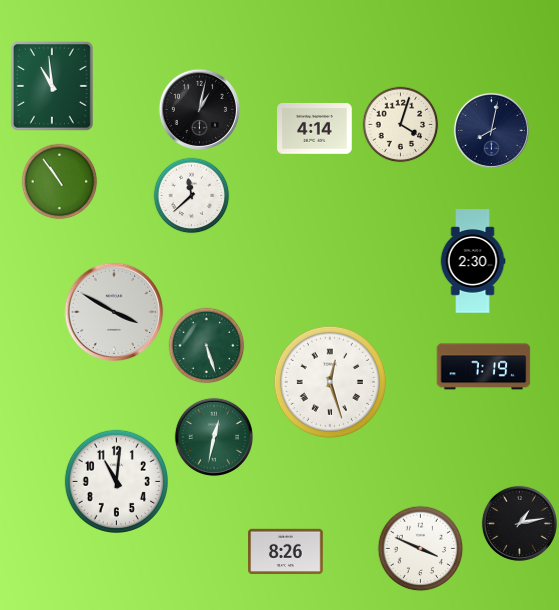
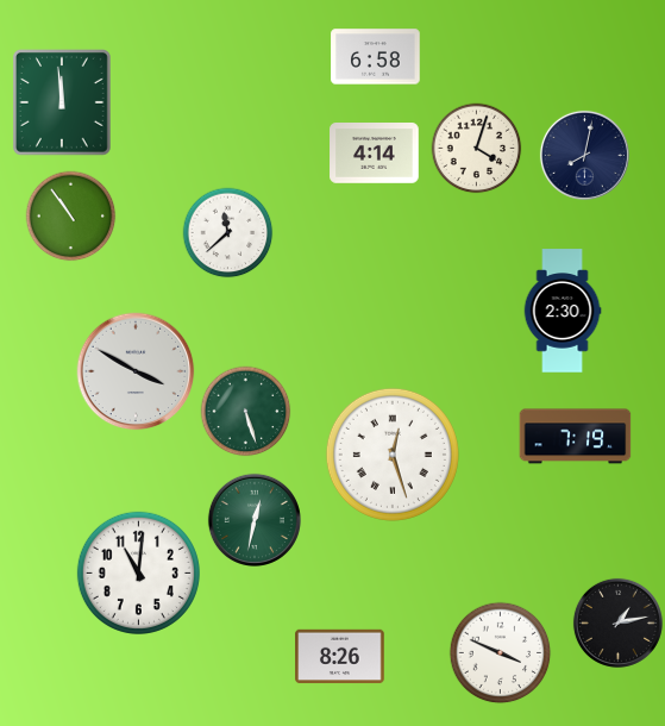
clock at (376, 57): none -> 6:58
clock at (53, 87): 10:59 -> 11:59
clock at (199, 109): 1:02 -> none
